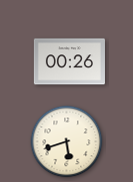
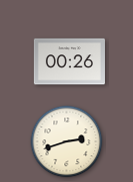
clock at (67, 142): 5:42 -> 2:42
